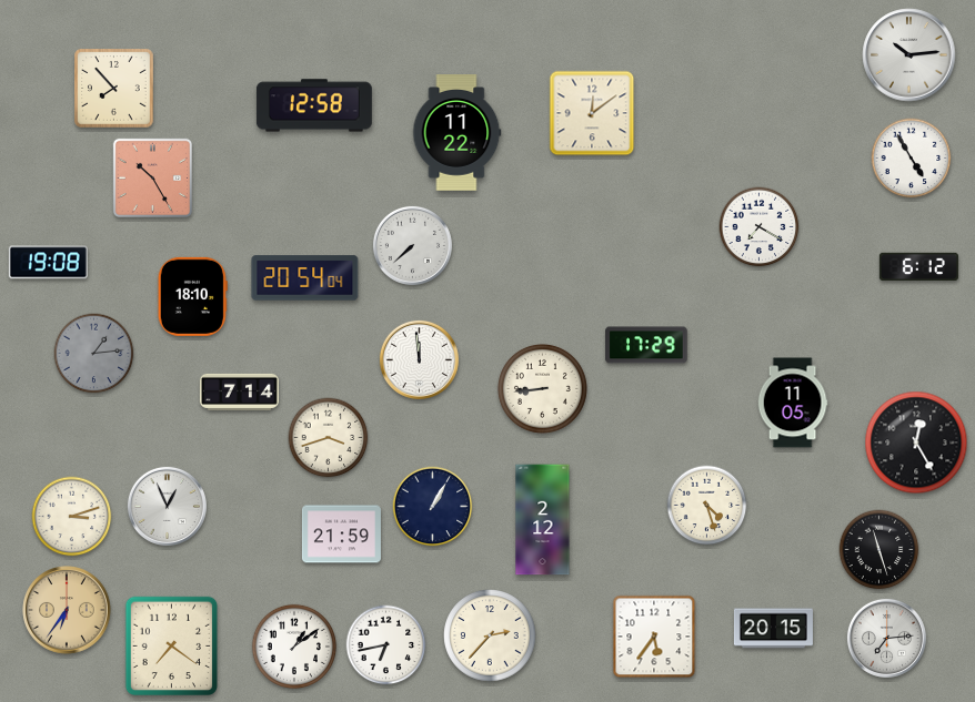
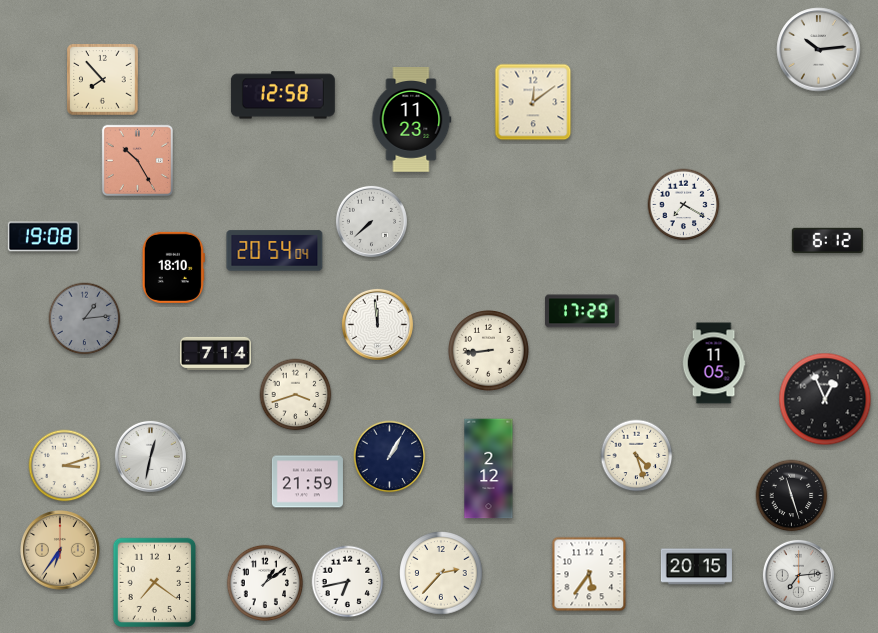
clock at (458, 133): 11:22 -> 11:23
clock at (912, 159): 4:55 -> none
clock at (916, 442): 12:25 -> 12:56
clock at (167, 506): 12:56 -> 12:32
